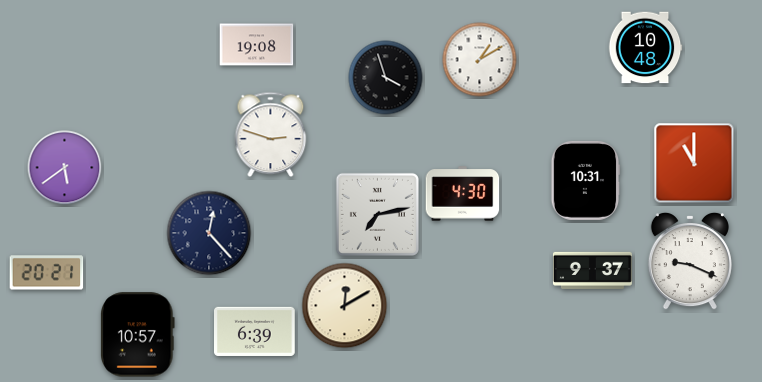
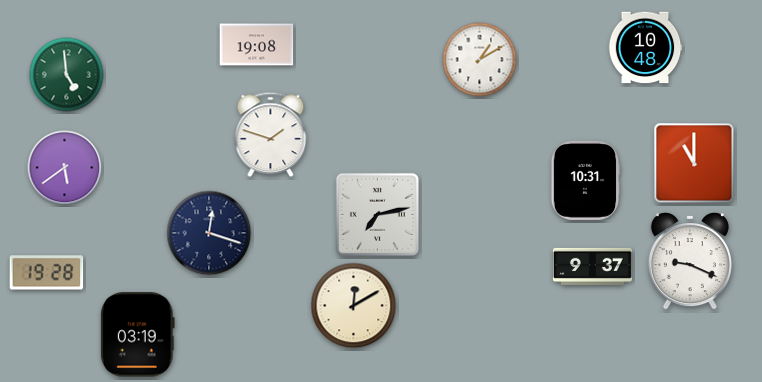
clock at (67, 75): none -> 4:59
clock at (386, 78): 3:57 -> none
clock at (271, 135): 2:48 -> 1:48
clock at (463, 194): 4:30 -> none
clock at (209, 233): 12:23 -> 12:18
clock at (592, 270) position: (592, 270) -> (592, 266)
clock at (47, 273): 20:21 -> 19:28
clock at (345, 306) position: (345, 306) -> (354, 306)
clock at (255, 331): 6:39 -> none
clock at (138, 335): 10:57 -> 03:19
